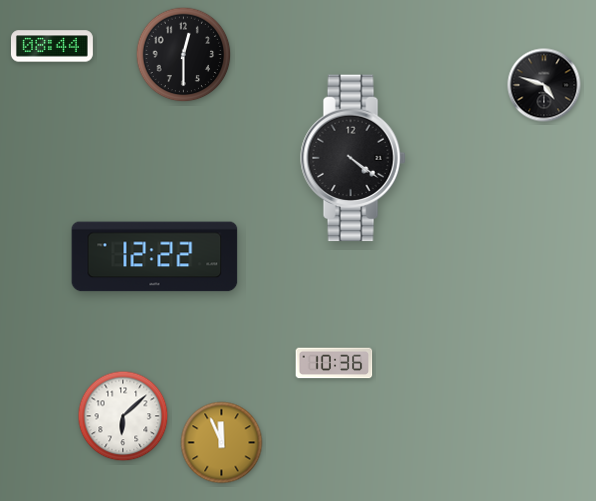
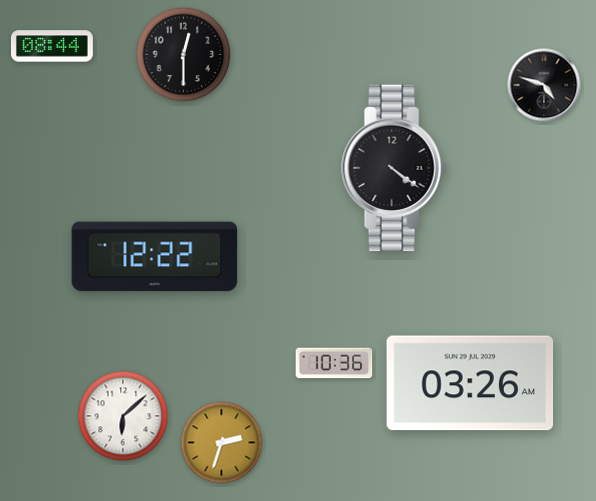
clock at (353, 158) position: (353, 158) -> (394, 168)
clock at (470, 383): none -> 03:26
clock at (222, 443): 11:56 -> 2:33
